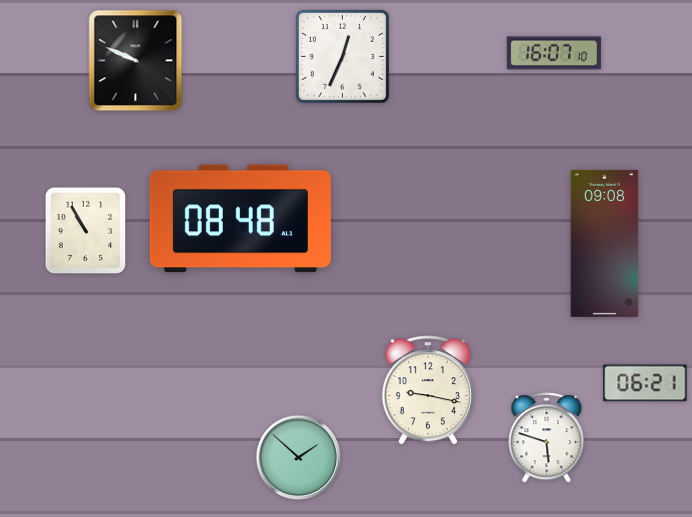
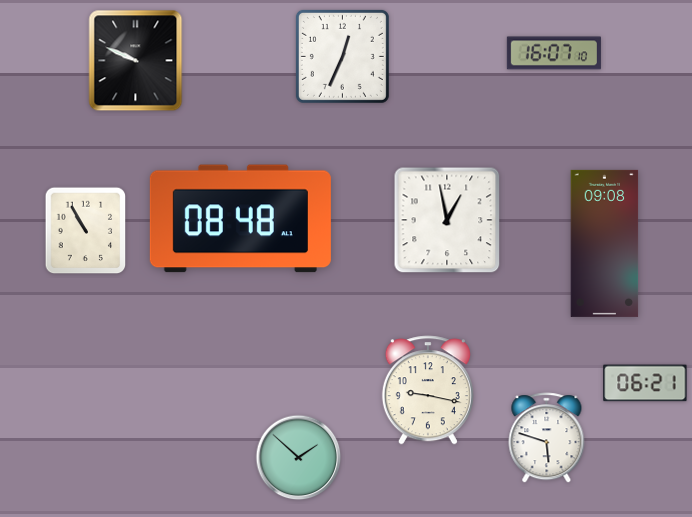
clock at (447, 220): none -> 12:58
